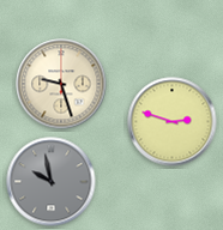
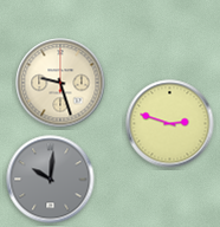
clock at (173, 122) position: (173, 122) -> (170, 124)
clock at (52, 182): 9:58 -> 10:01
